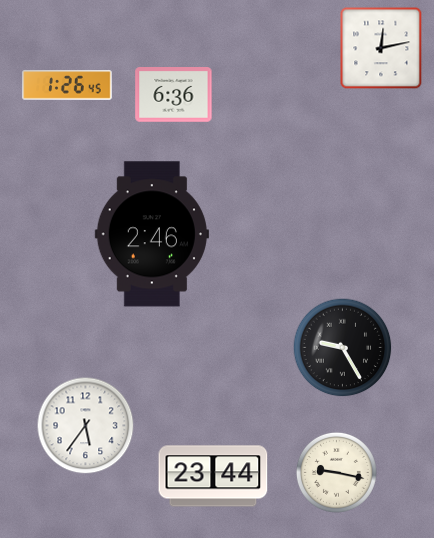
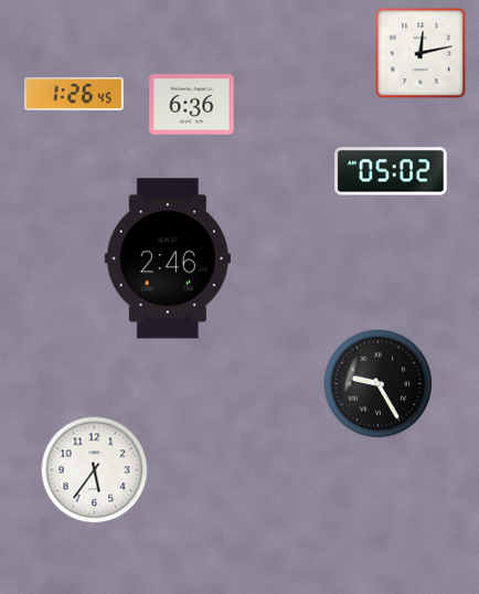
clock at (391, 171): none -> 05:02
clock at (336, 472): 9:17 -> none
clock at (213, 476): 23:44 -> none
